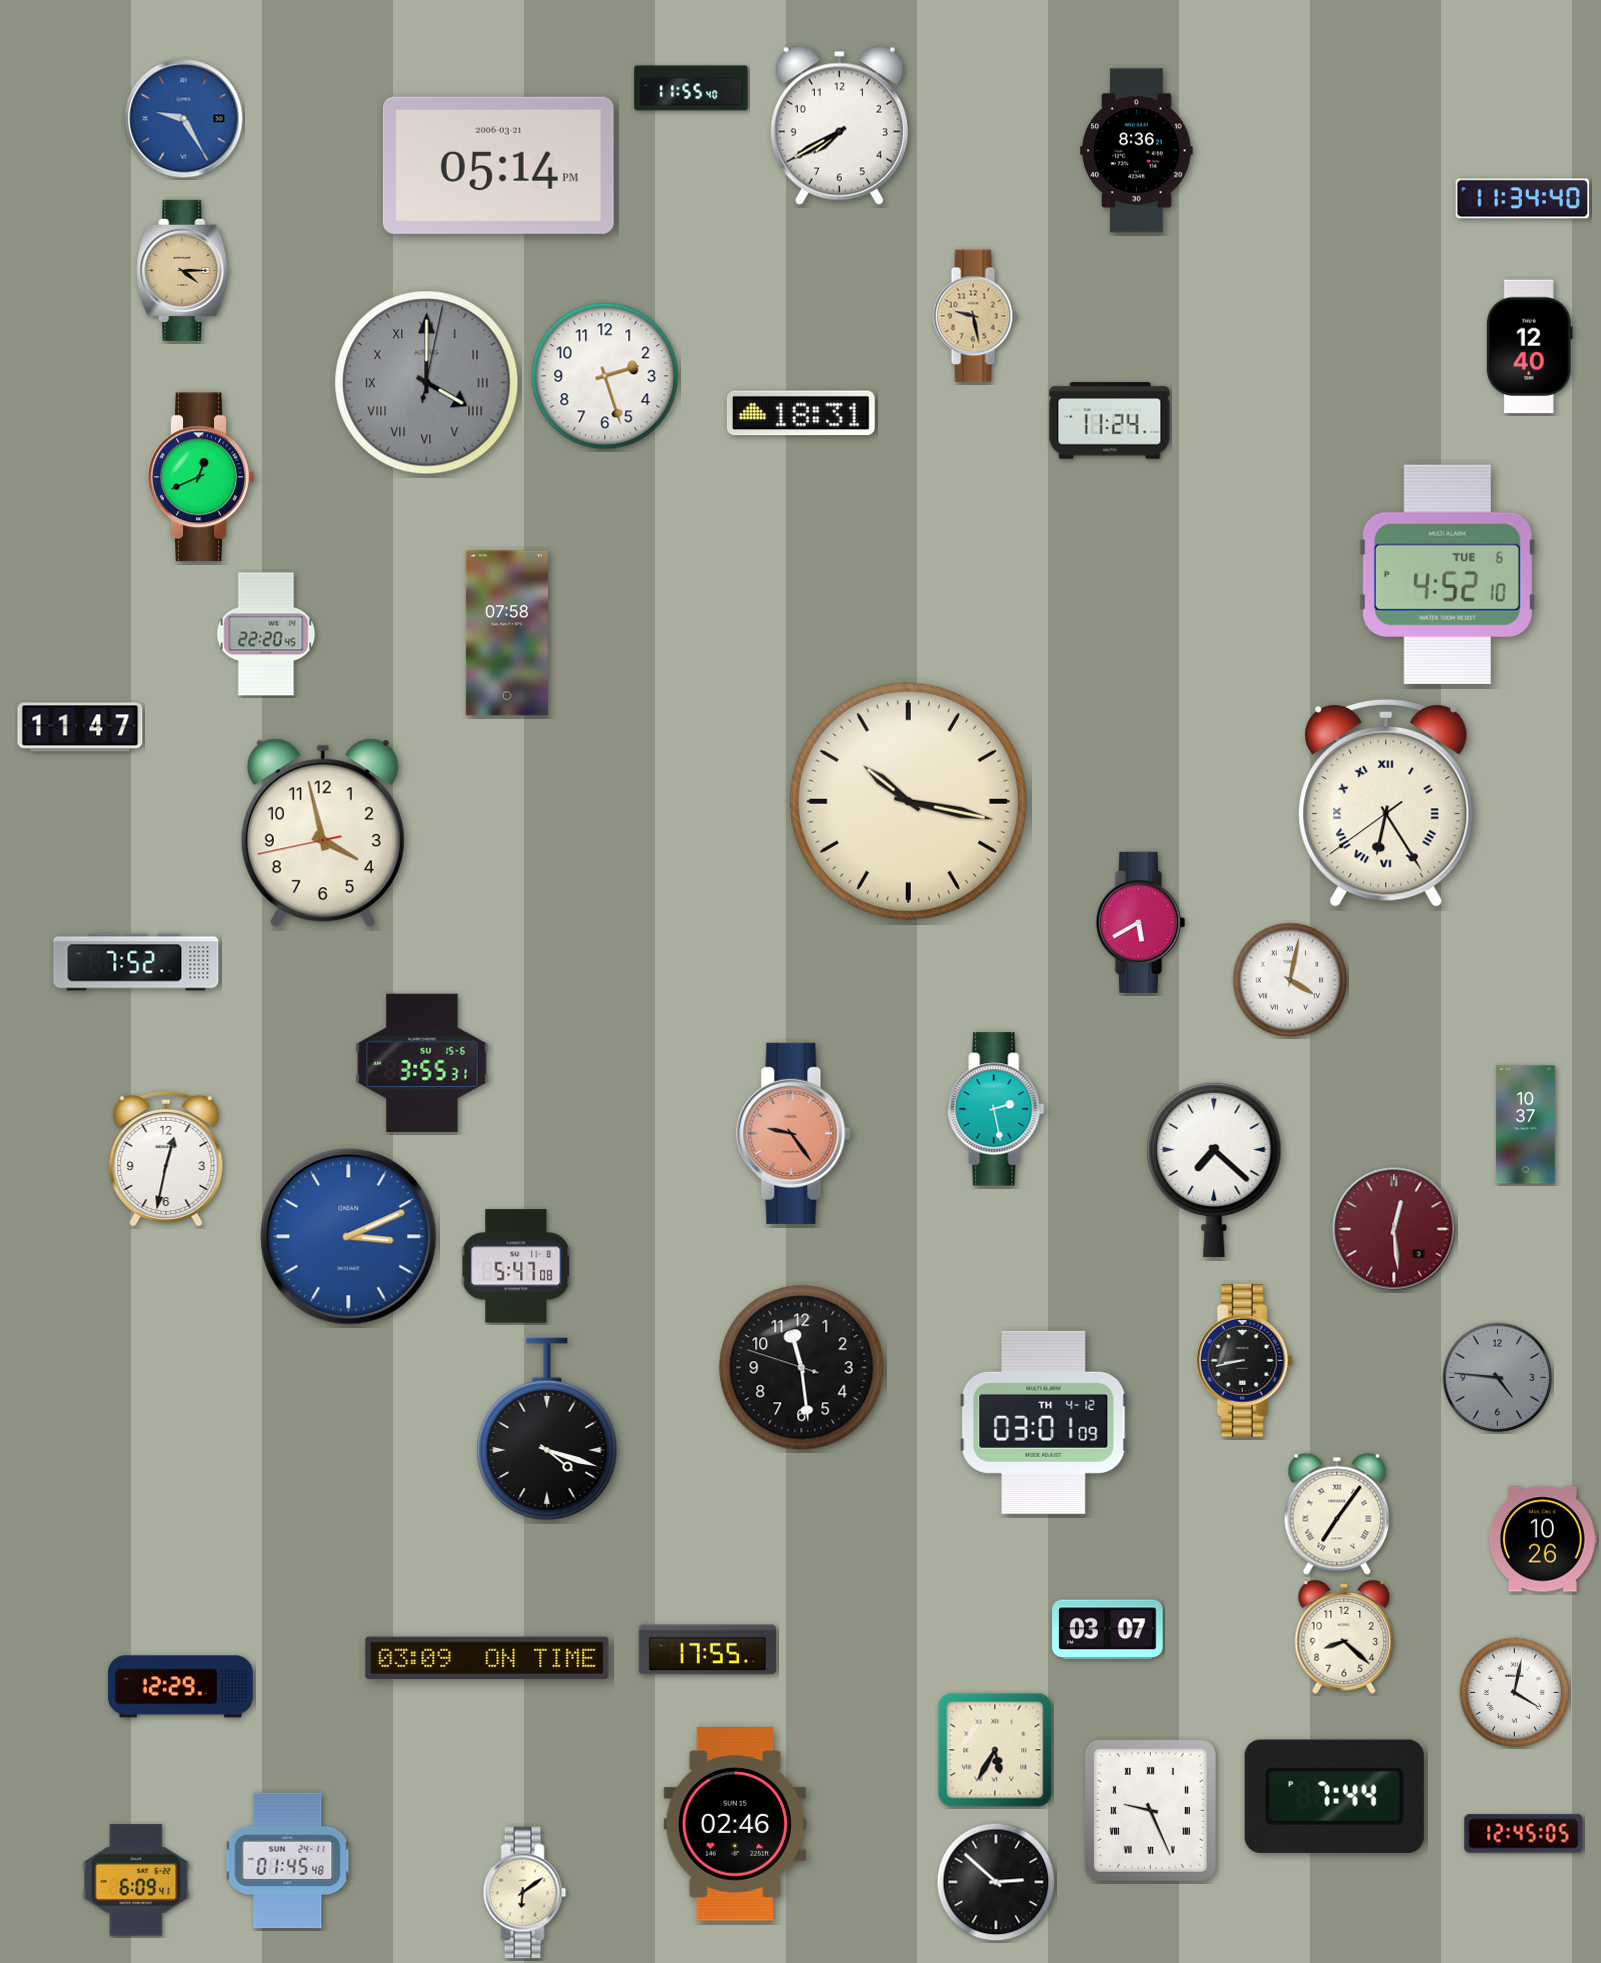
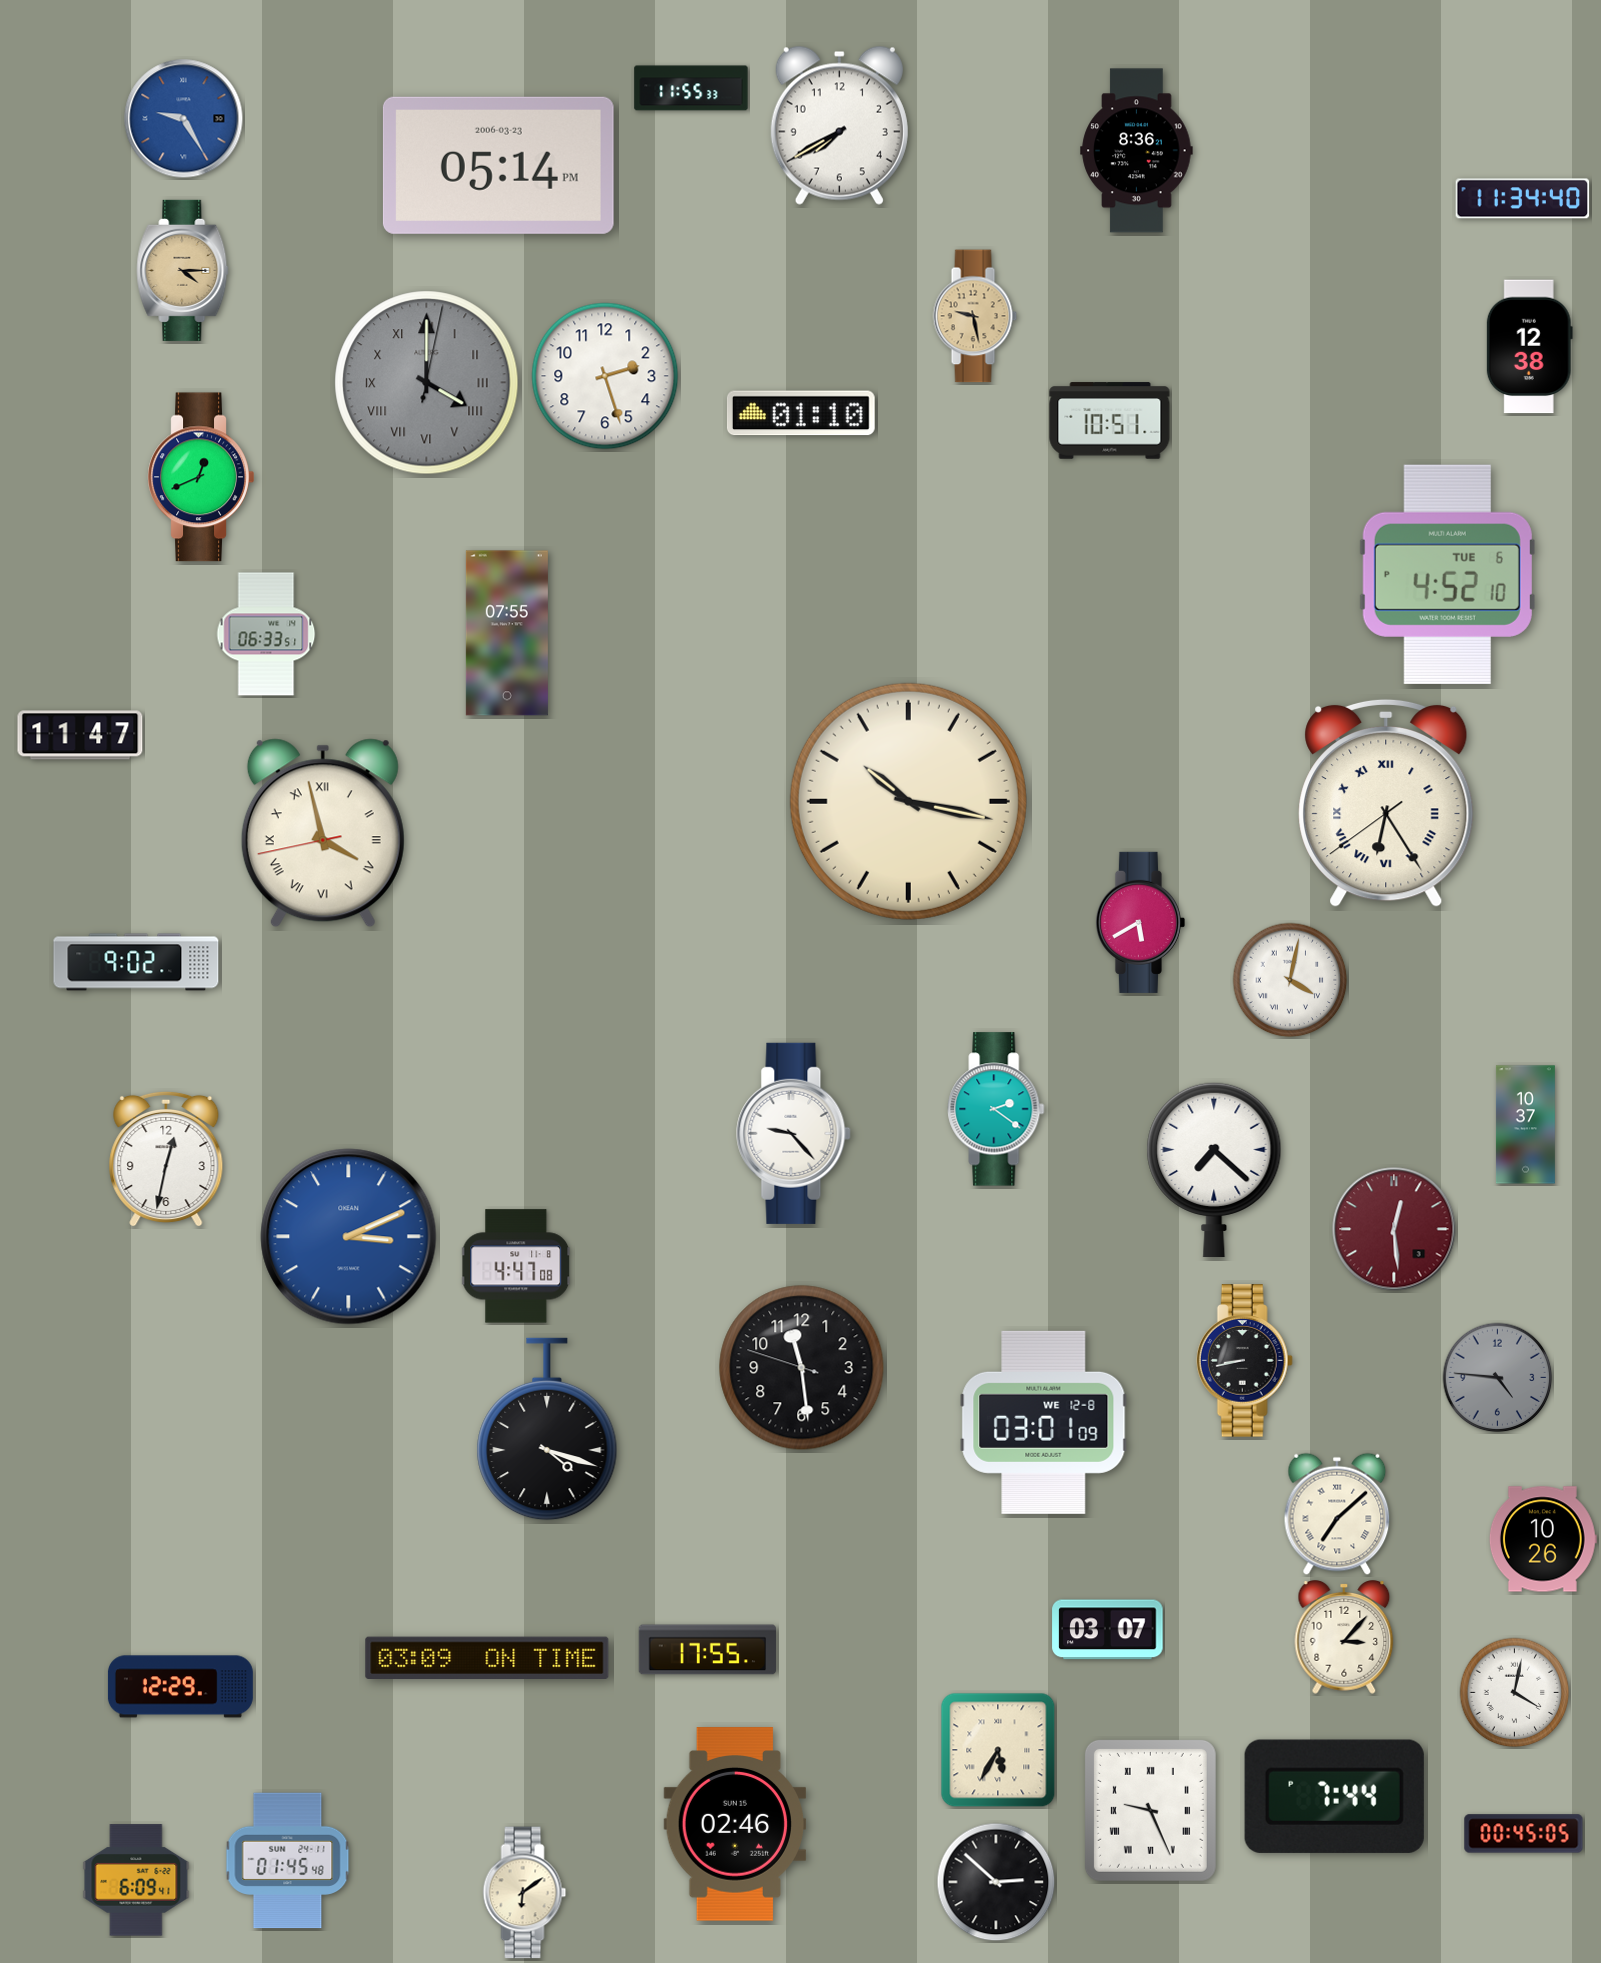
clock at (691, 88): 11:55:40 -> 11:55:33
clock at (498, 165) date: 2006-03-21 -> 2006-03-23
clock at (1529, 347): 12:40 -> 12:38
clock at (801, 413): 18:31 -> 01:10
clock at (1110, 421): 11:24 -> 10:51
clock at (507, 633): 07:58 -> 07:55
clock at (266, 634): 22:20 -> 06:33
clock at (80, 727) position: (80, 727) -> (80, 735)
clock at (323, 833) numerals: Arabic -> Roman
clock at (136, 962): 7:52 -> 9:02
clock at (422, 1063): 3:55 -> none
clock at (996, 1109): 2:28 -> 2:21
clock at (794, 1133): 9:24 -> 9:23
clock at (794, 1133) dial: salmon -> white
clock at (517, 1266): 5:47 -> 4:47
clock at (1044, 1422) date: TH 4-12 -> WE 12-8
clock at (1337, 1514): 7:06 -> 7:08
clock at (1344, 1637): 8:22 -> 3:07
clock at (995, 1750) position: (995, 1750) -> (998, 1750)
clock at (1524, 1834): 12:45 -> 00:45
